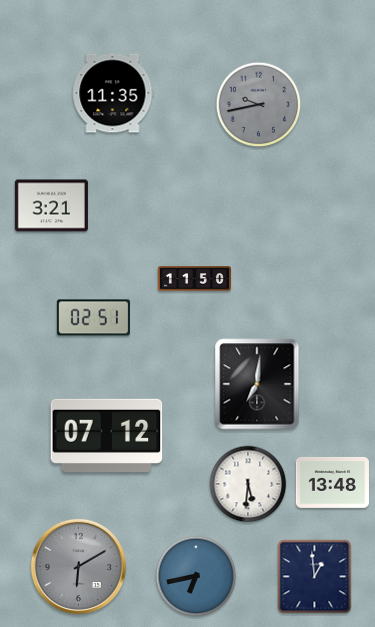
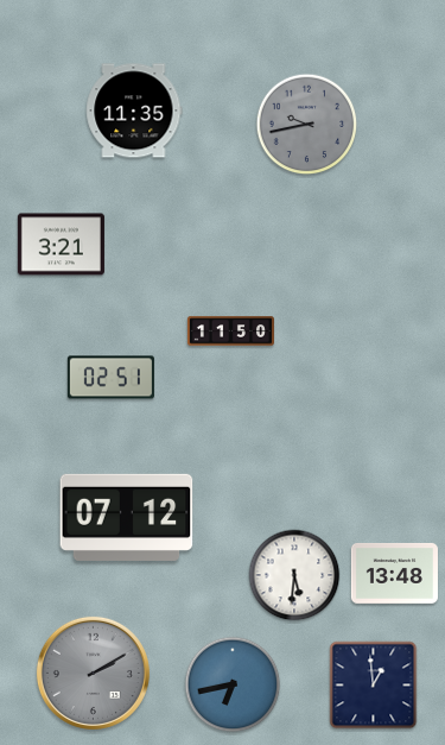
clock at (257, 384): 7:01 -> none
clock at (78, 566): 6:10 -> 2:10
